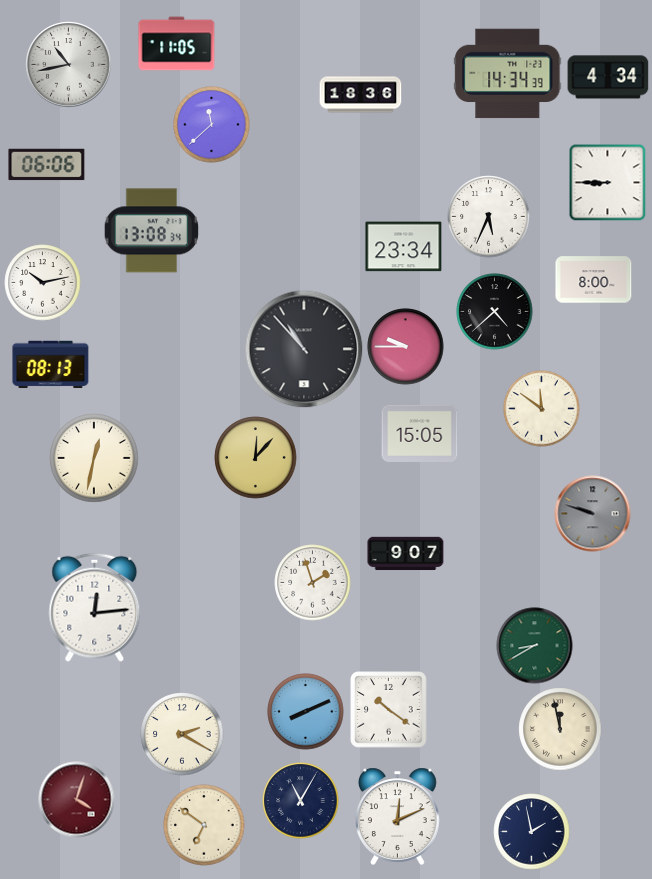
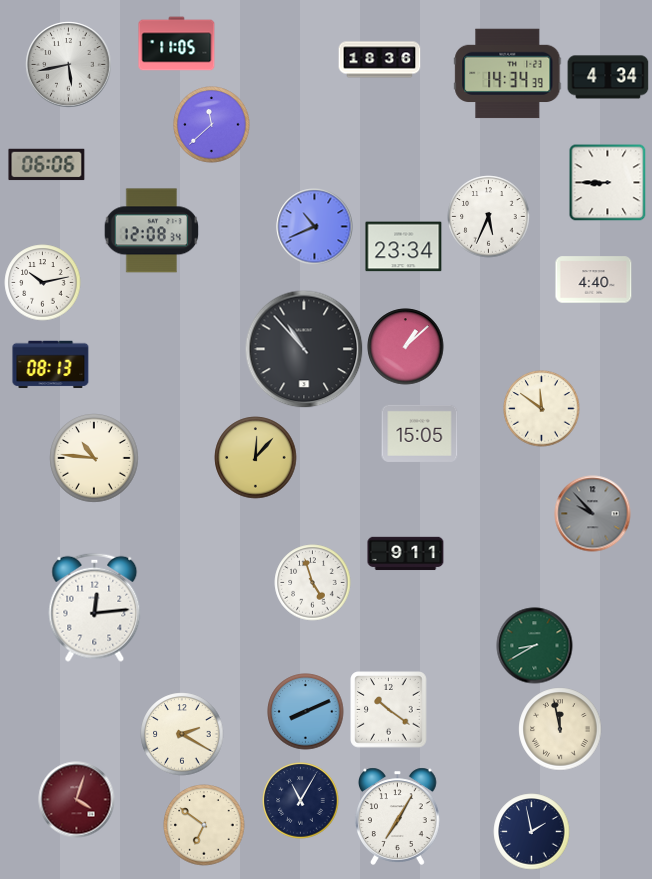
clock at (69, 65): 10:43 -> 5:43
clock at (361, 95) position: (361, 95) -> (380, 60)
clock at (315, 227): none -> 10:41
clock at (152, 231): 13:08 -> 12:08
clock at (594, 280): 8:00 -> 4:40
clock at (495, 312): 4:38 -> none
clock at (406, 347): 9:45 -> 1:08
clock at (94, 458): 12:32 -> 10:46
clock at (593, 514): 9:48 -> 9:53
clock at (406, 554): 9:07 -> 9:11
clock at (313, 583): 1:57 -> 4:57
clock at (398, 816): 12:11 -> 7:05
